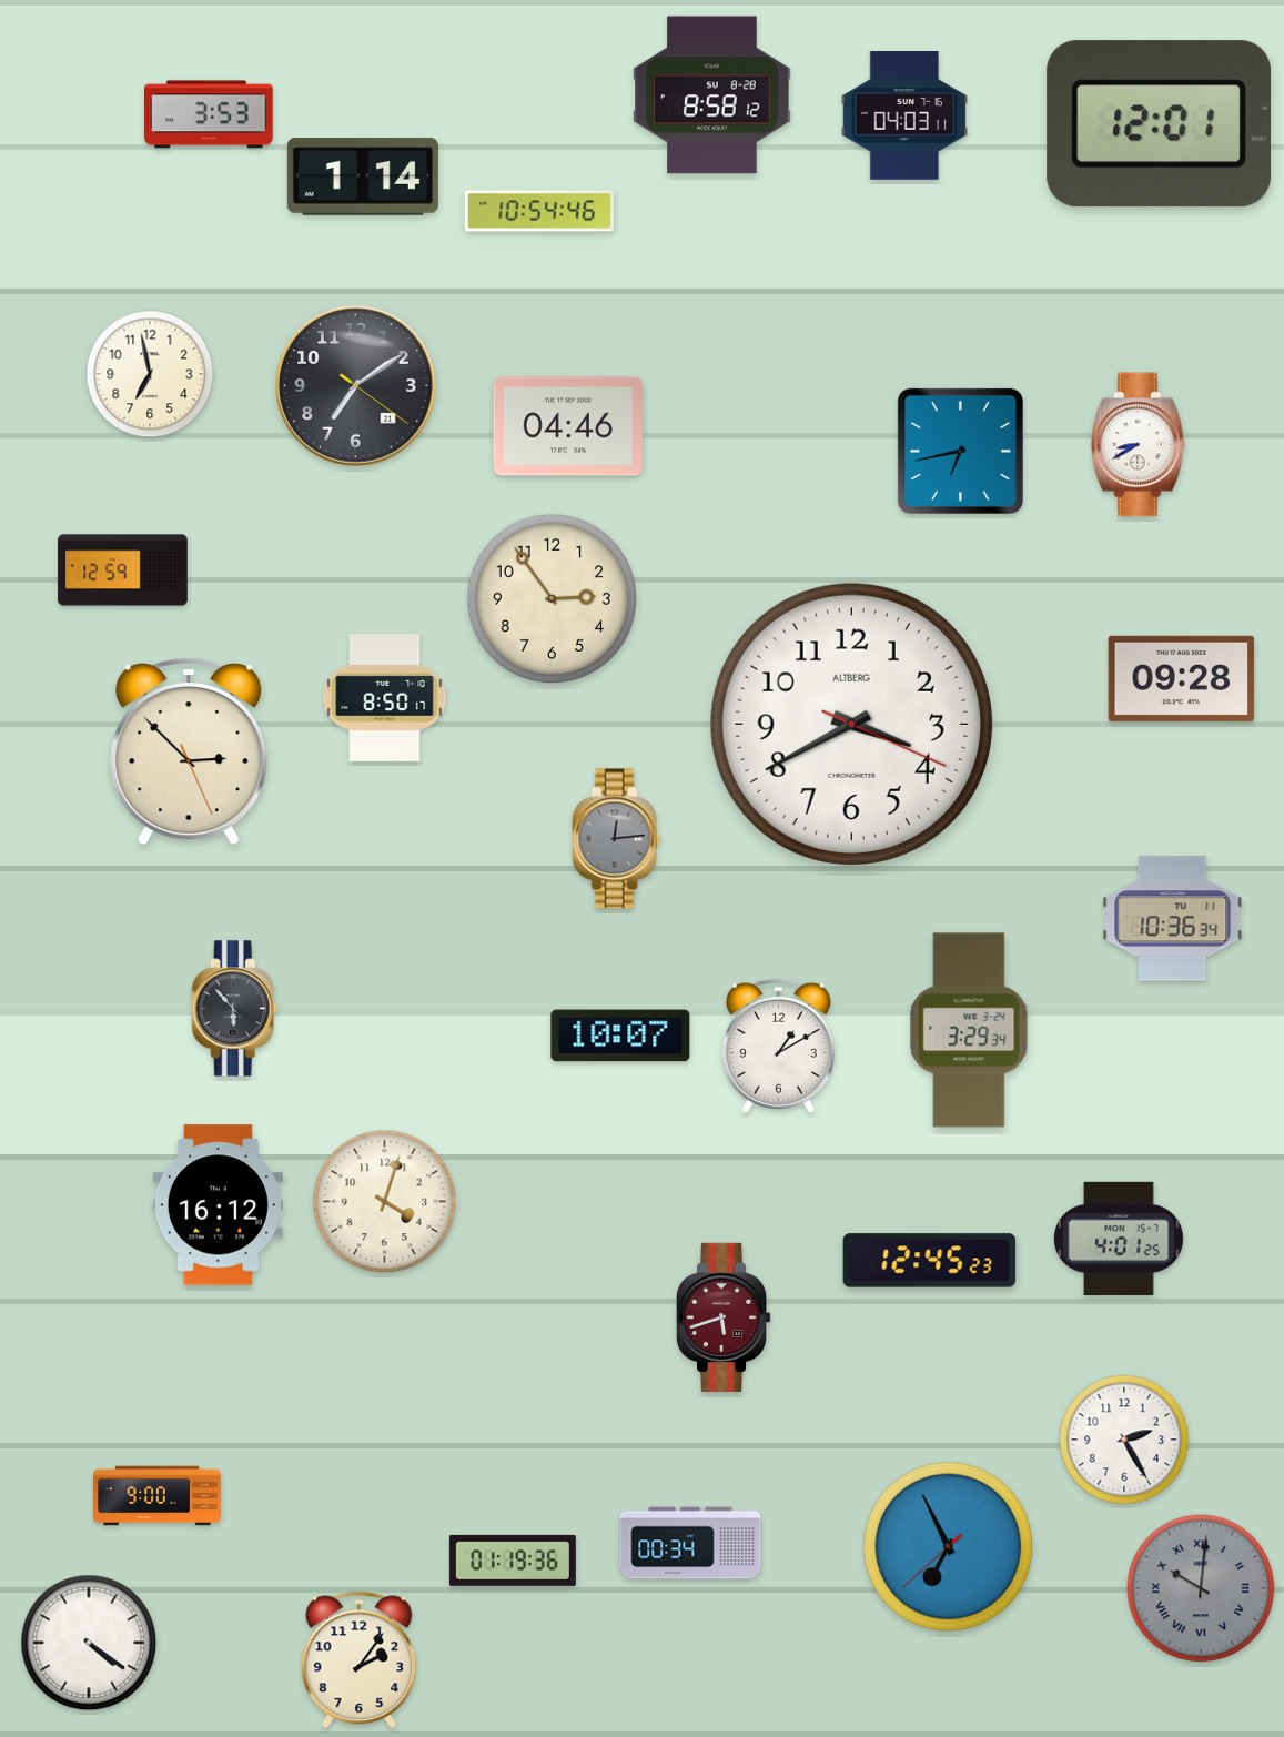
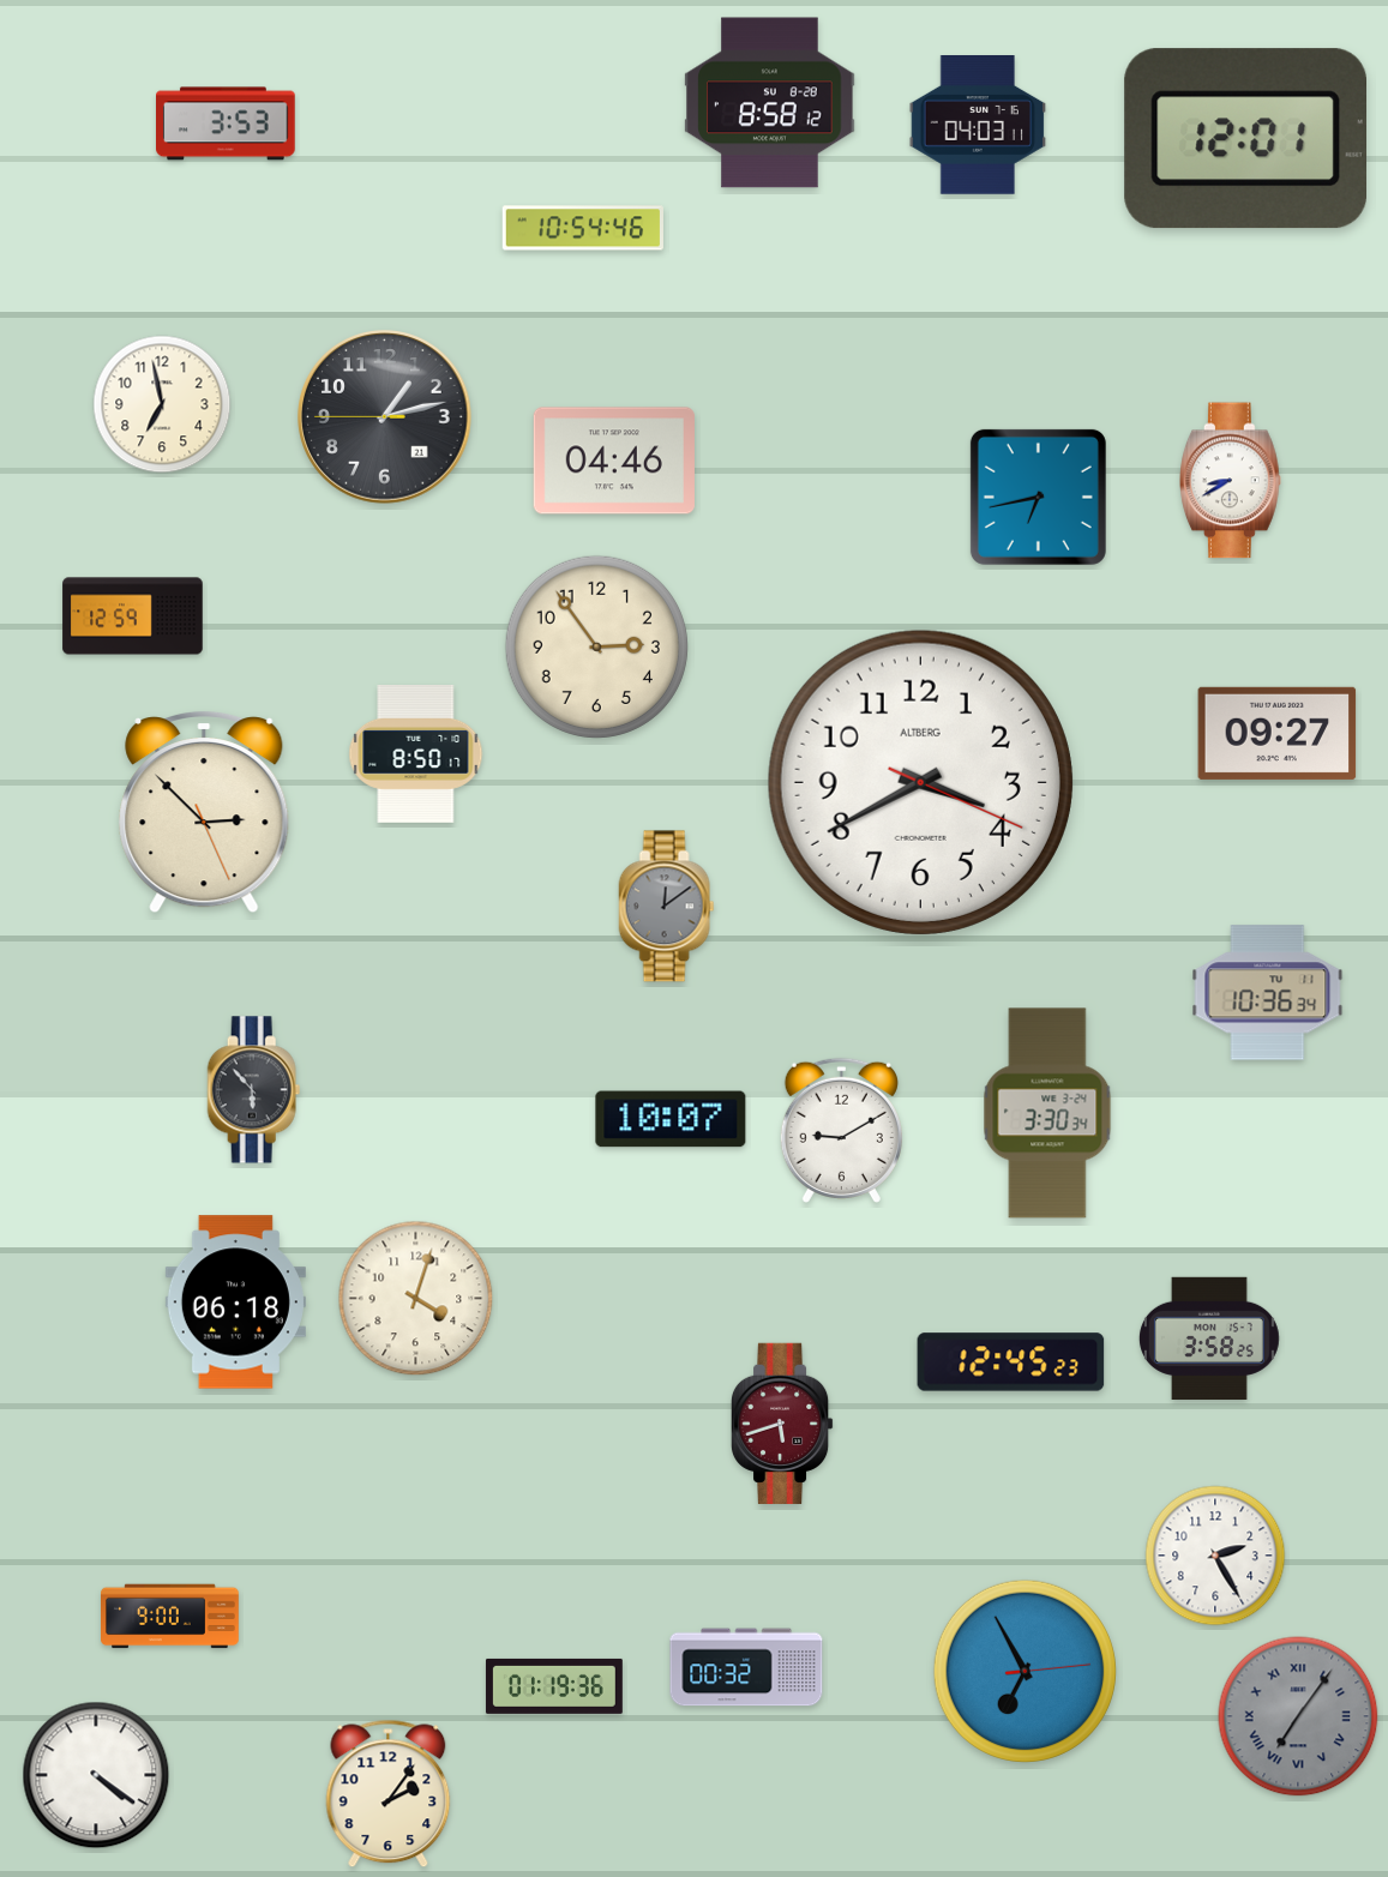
clock at (1159, 124) position: (1159, 124) -> (1245, 139)
clock at (363, 176): 1:14 -> none
clock at (356, 386): 7:09 -> 1:12
clock at (960, 451) position: (960, 451) -> (1038, 497)
clock at (1182, 678): 09:28 -> 09:27
clock at (617, 839): 12:14 -> 12:09
clock at (969, 1030): 3:29 -> 3:30
clock at (778, 1046): 1:10 -> 9:10
clock at (218, 1205): 16:12 -> 06:18
clock at (1119, 1238): 4:01 -> 3:58
clock at (930, 1261) position: (930, 1261) -> (1011, 1362)
clock at (690, 1543): 00:34 -> 00:32
clock at (948, 1546): 6:55:38 -> 6:55:14
clock at (1201, 1588): 10:01 -> 7:06
